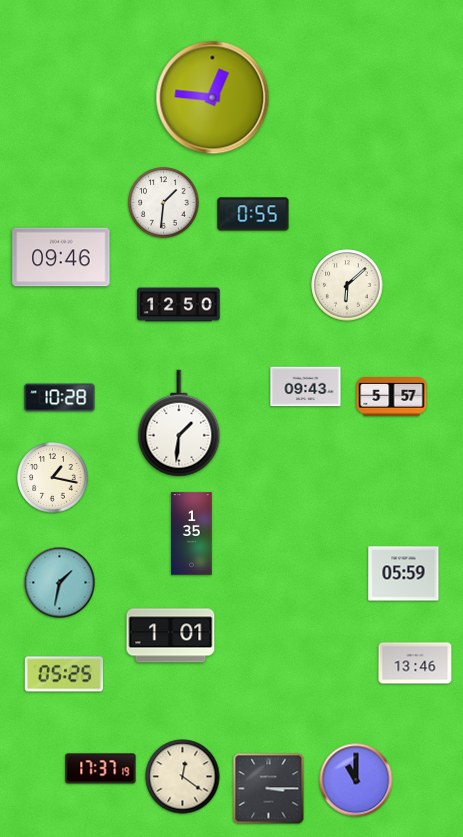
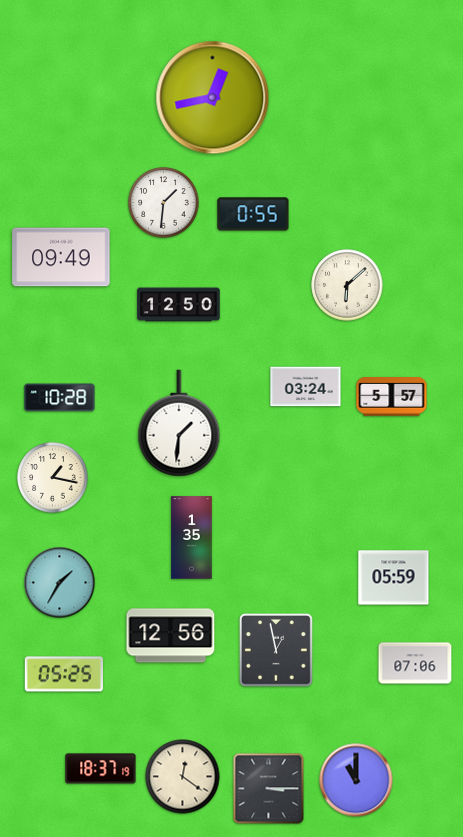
clock at (213, 98): 12:46 -> 12:43
clock at (61, 257): 09:46 -> 09:49
clock at (306, 387): 09:43 -> 03:24
clock at (192, 534) position: (192, 534) -> (192, 538)
clock at (404, 574) position: (404, 574) -> (394, 578)
clock at (60, 583): 1:32 -> 1:35
clock at (171, 636): 1:01 -> 12:56
clock at (276, 650): none -> 12:58
clock at (415, 663): 13:46 -> 07:06
clock at (101, 769): 17:37 -> 18:37
